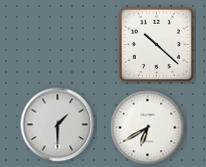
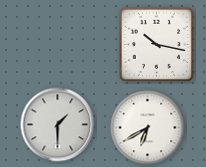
clock at (156, 44): 10:22 -> 10:17
